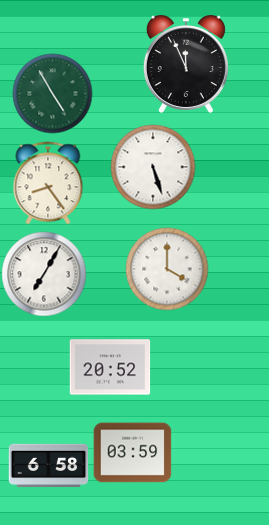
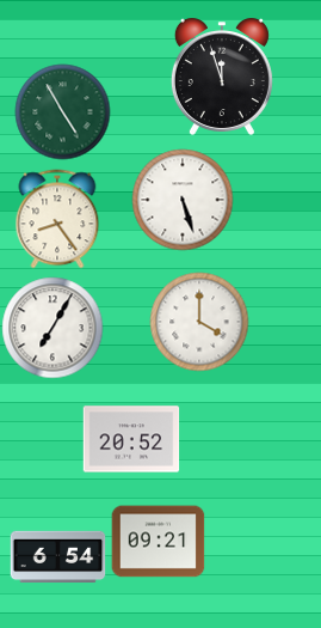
clock at (186, 64): 11:56 -> 11:57
clock at (132, 453): 03:59 -> 09:21
clock at (48, 466): 6:58 -> 6:54
